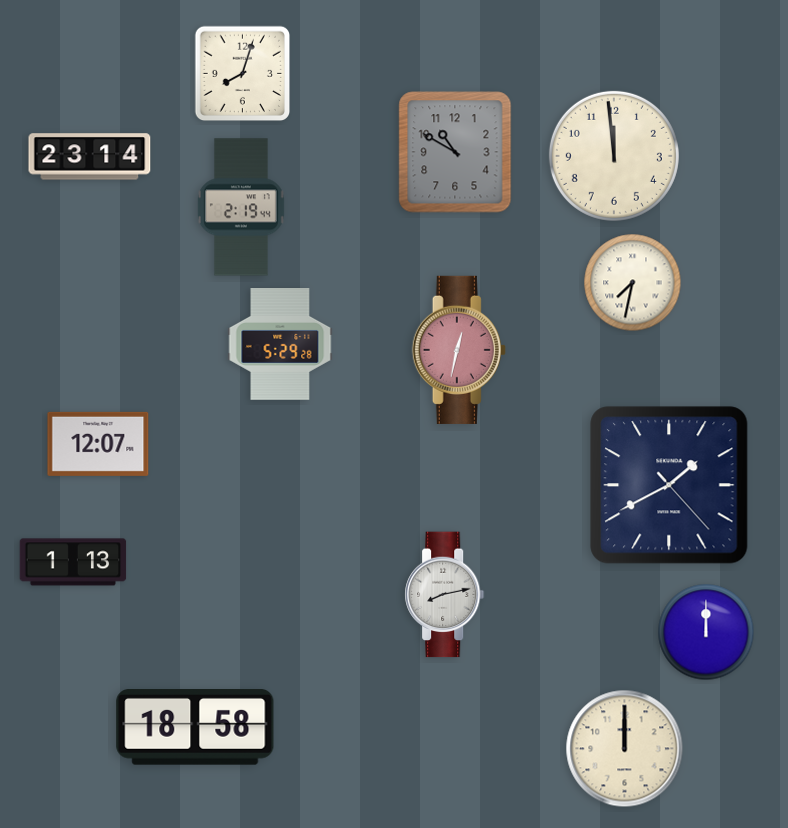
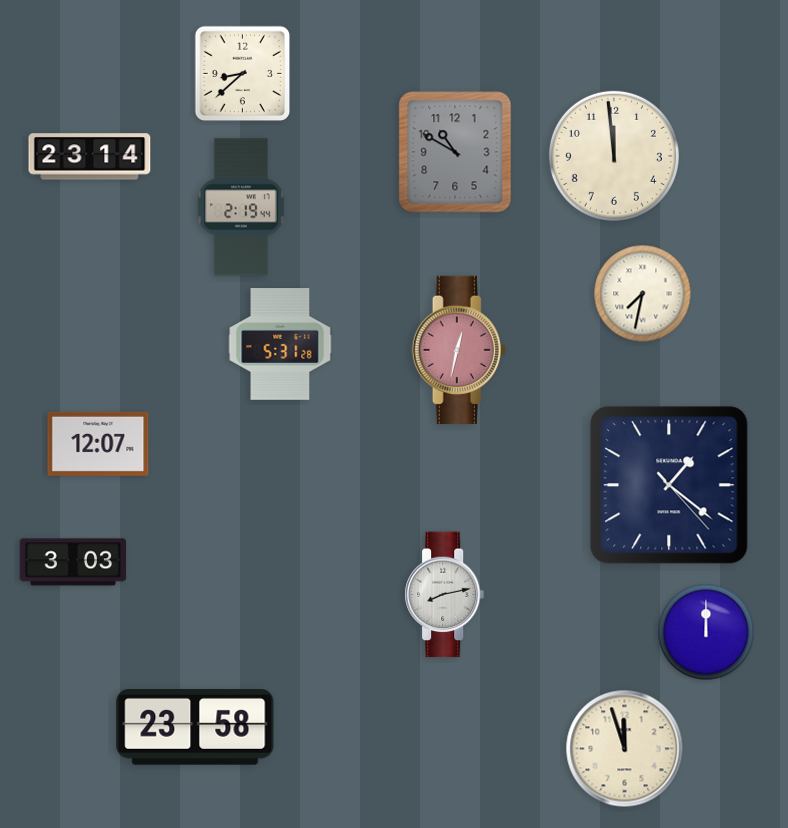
clock at (243, 74): 8:03 -> 8:38
clock at (633, 283) position: (633, 283) -> (643, 294)
clock at (280, 345): 5:29 -> 5:31
clock at (669, 485): 1:40 -> 1:21
clock at (73, 562): 1:13 -> 3:03
clock at (195, 728): 18:58 -> 23:58
clock at (625, 749): 12:00 -> 11:57
